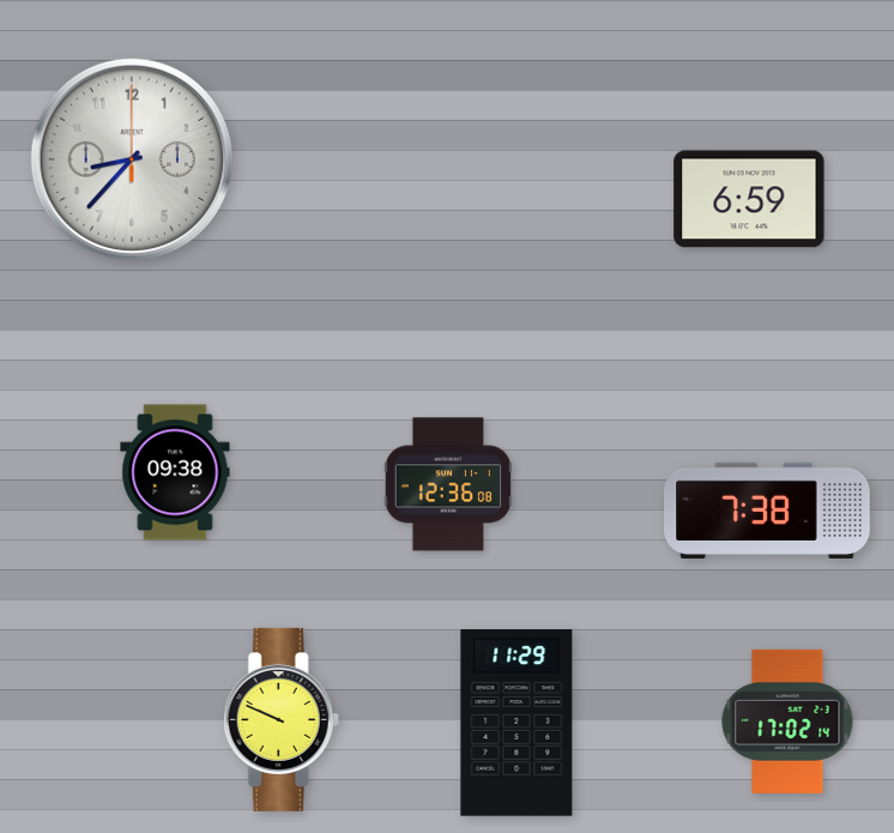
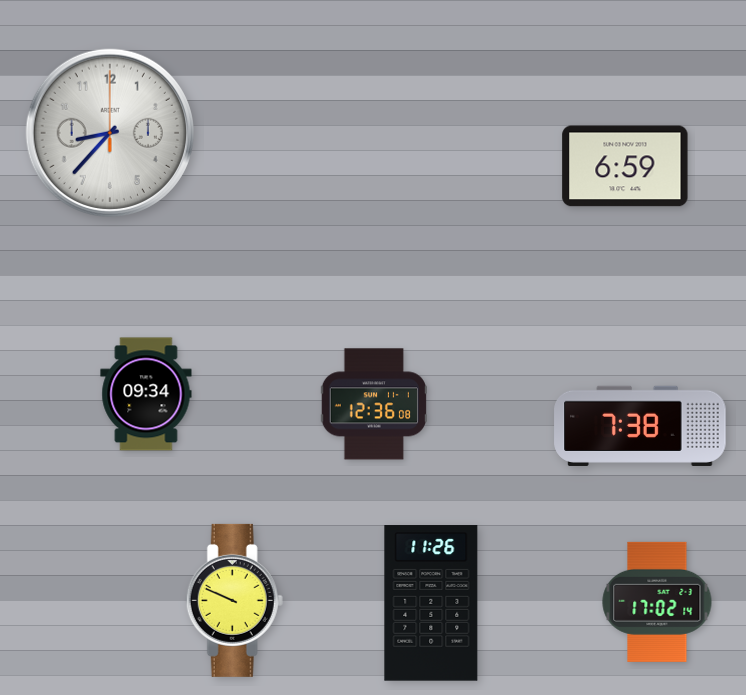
clock at (175, 472): 09:38 -> 09:34
clock at (517, 723): 11:29 -> 11:26
